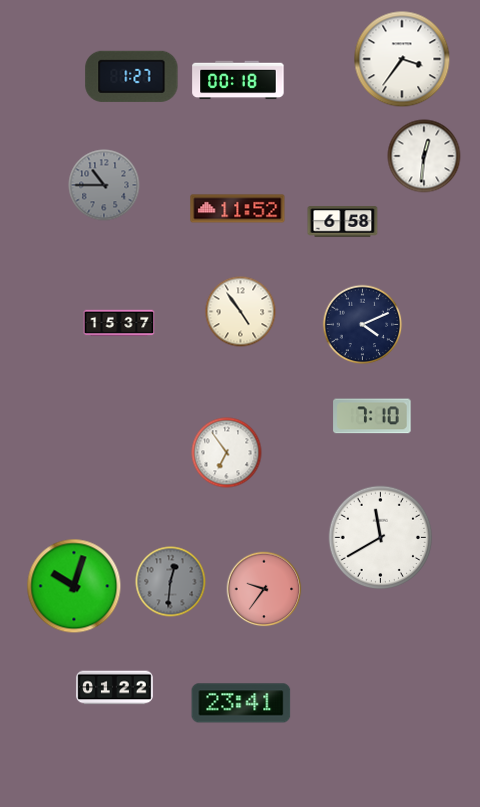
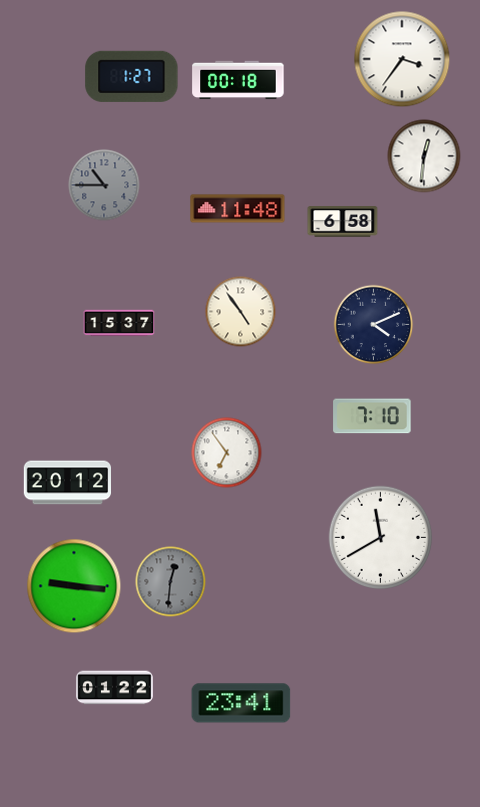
clock at (238, 209): 11:52 -> 11:48
clock at (363, 325) position: (363, 325) -> (374, 325)
clock at (67, 483): none -> 20:12
clock at (74, 586): 10:03 -> 9:16
clock at (264, 589): 9:36 -> none
